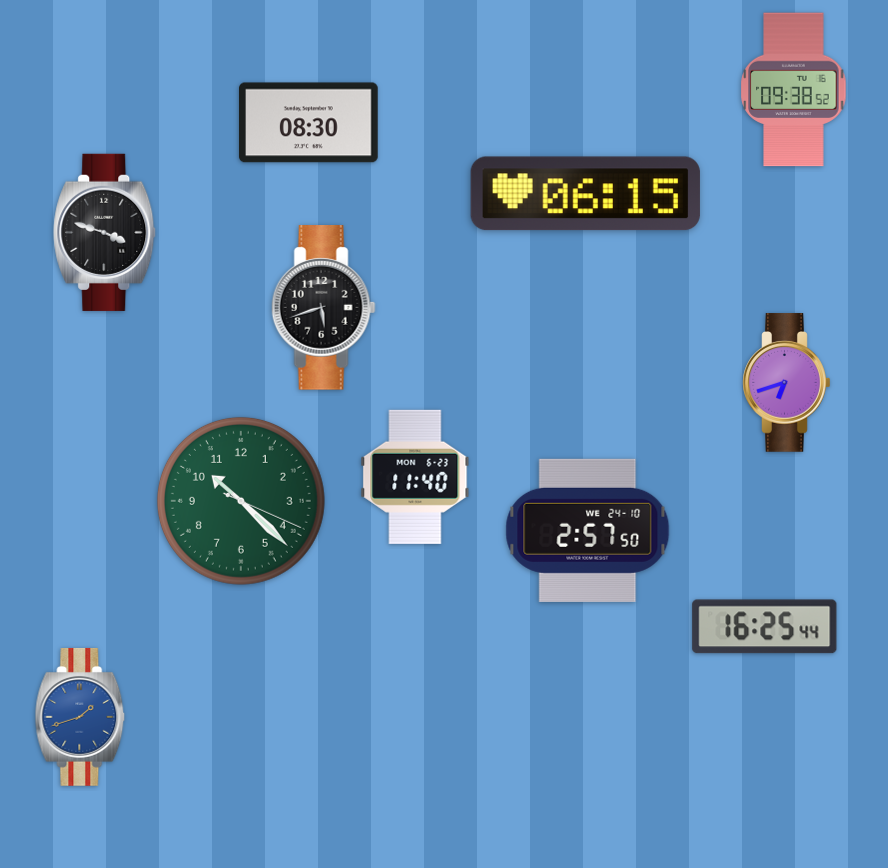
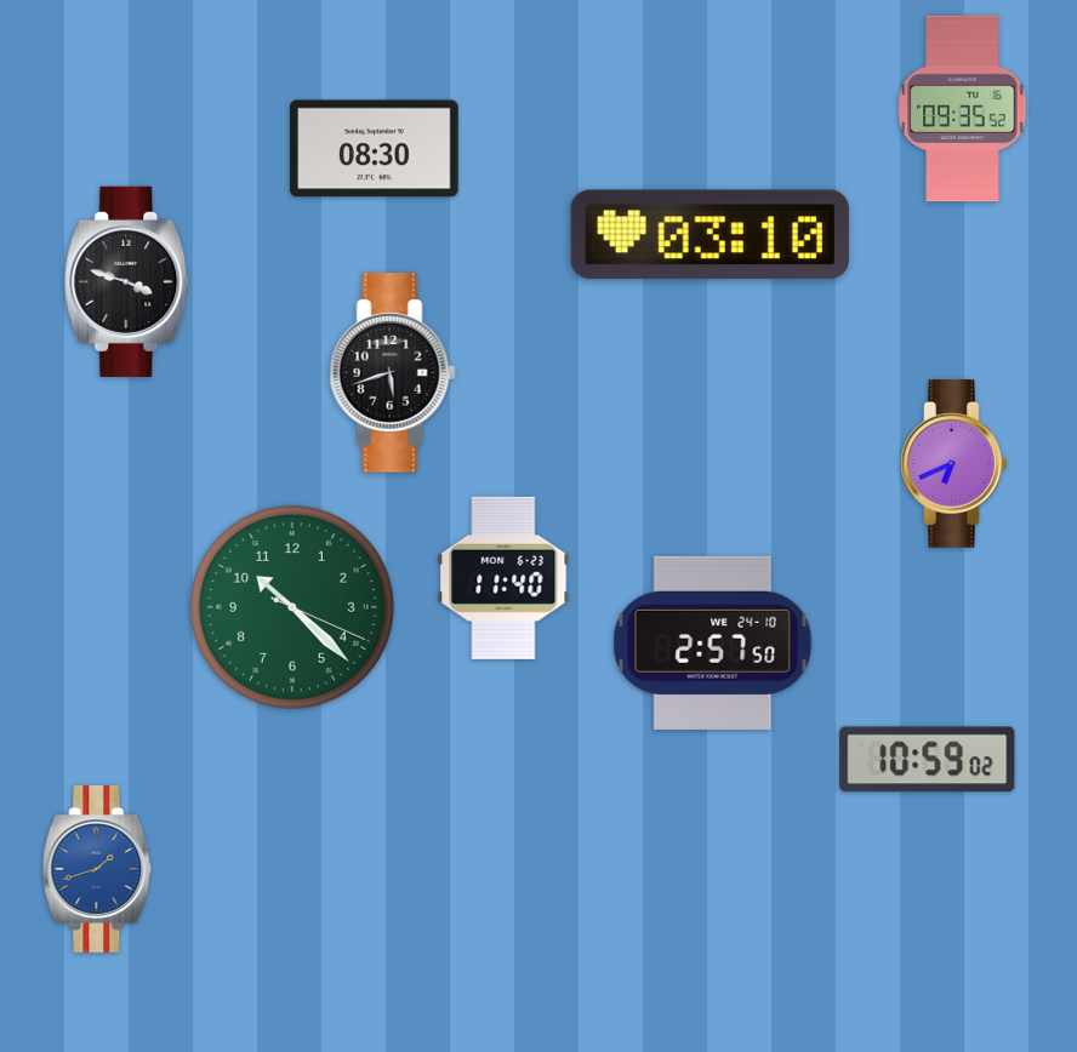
clock at (794, 90): 09:38 -> 09:35
clock at (585, 194): 06:15 -> 03:10
clock at (787, 383): 6:42 -> 6:41
clock at (765, 627): 16:25 -> 10:59
